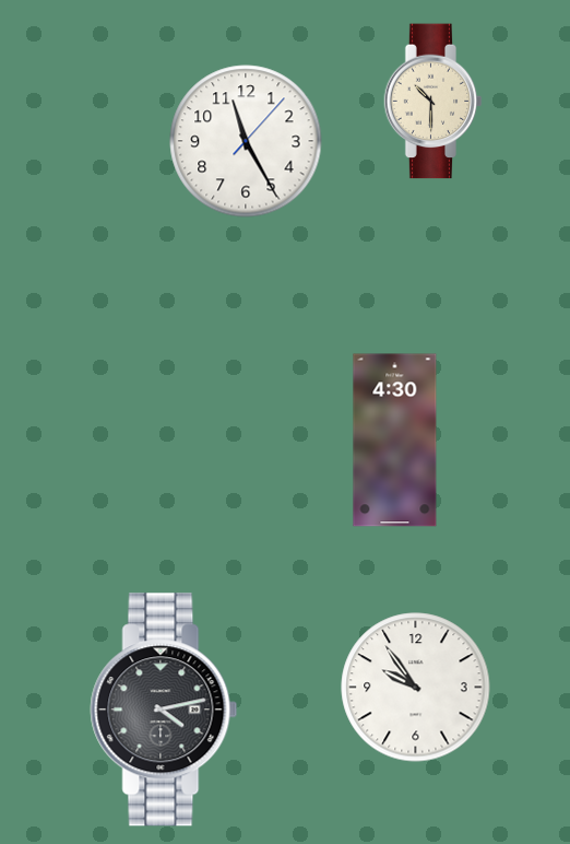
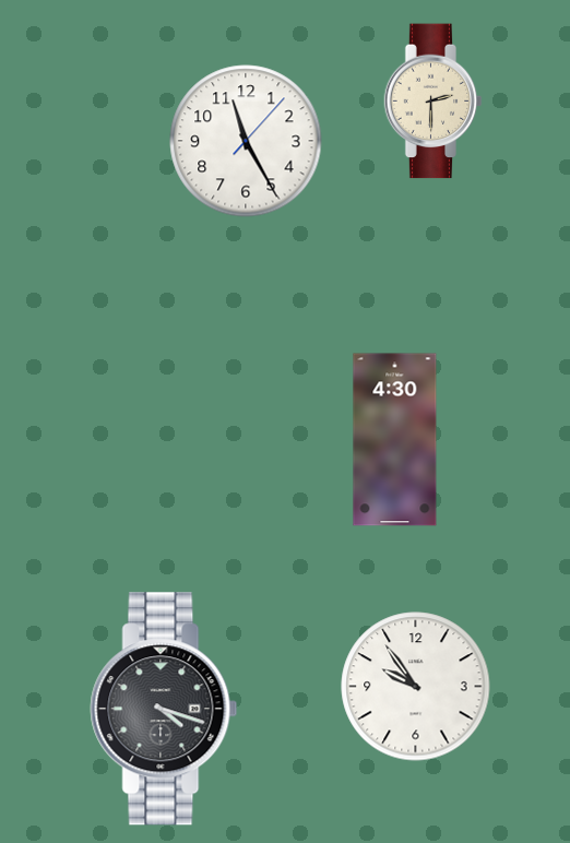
clock at (434, 102): 10:30 -> 2:30
clock at (164, 710): 4:13 -> 4:18
